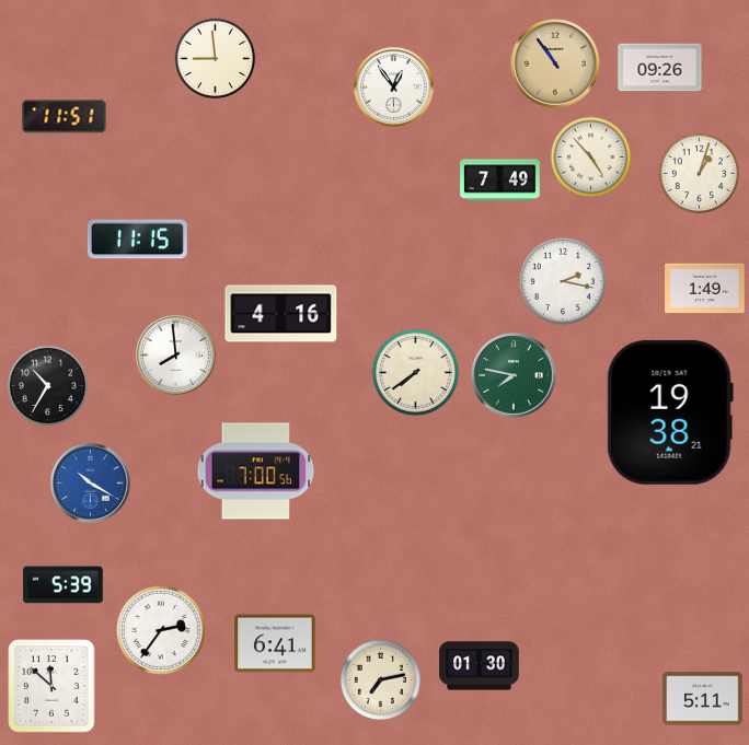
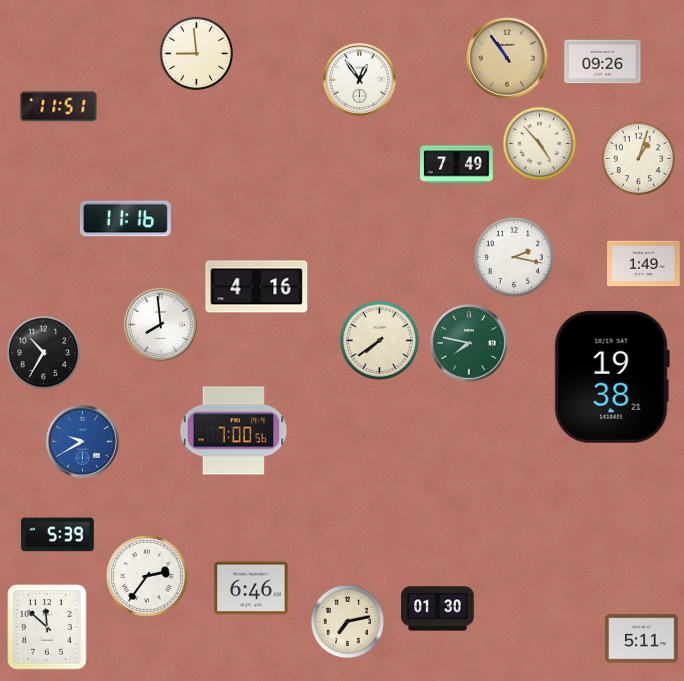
clock at (137, 240): 11:15 -> 11:16
clock at (90, 482): 10:20 -> 9:40
clock at (275, 643): 6:41 -> 6:46
